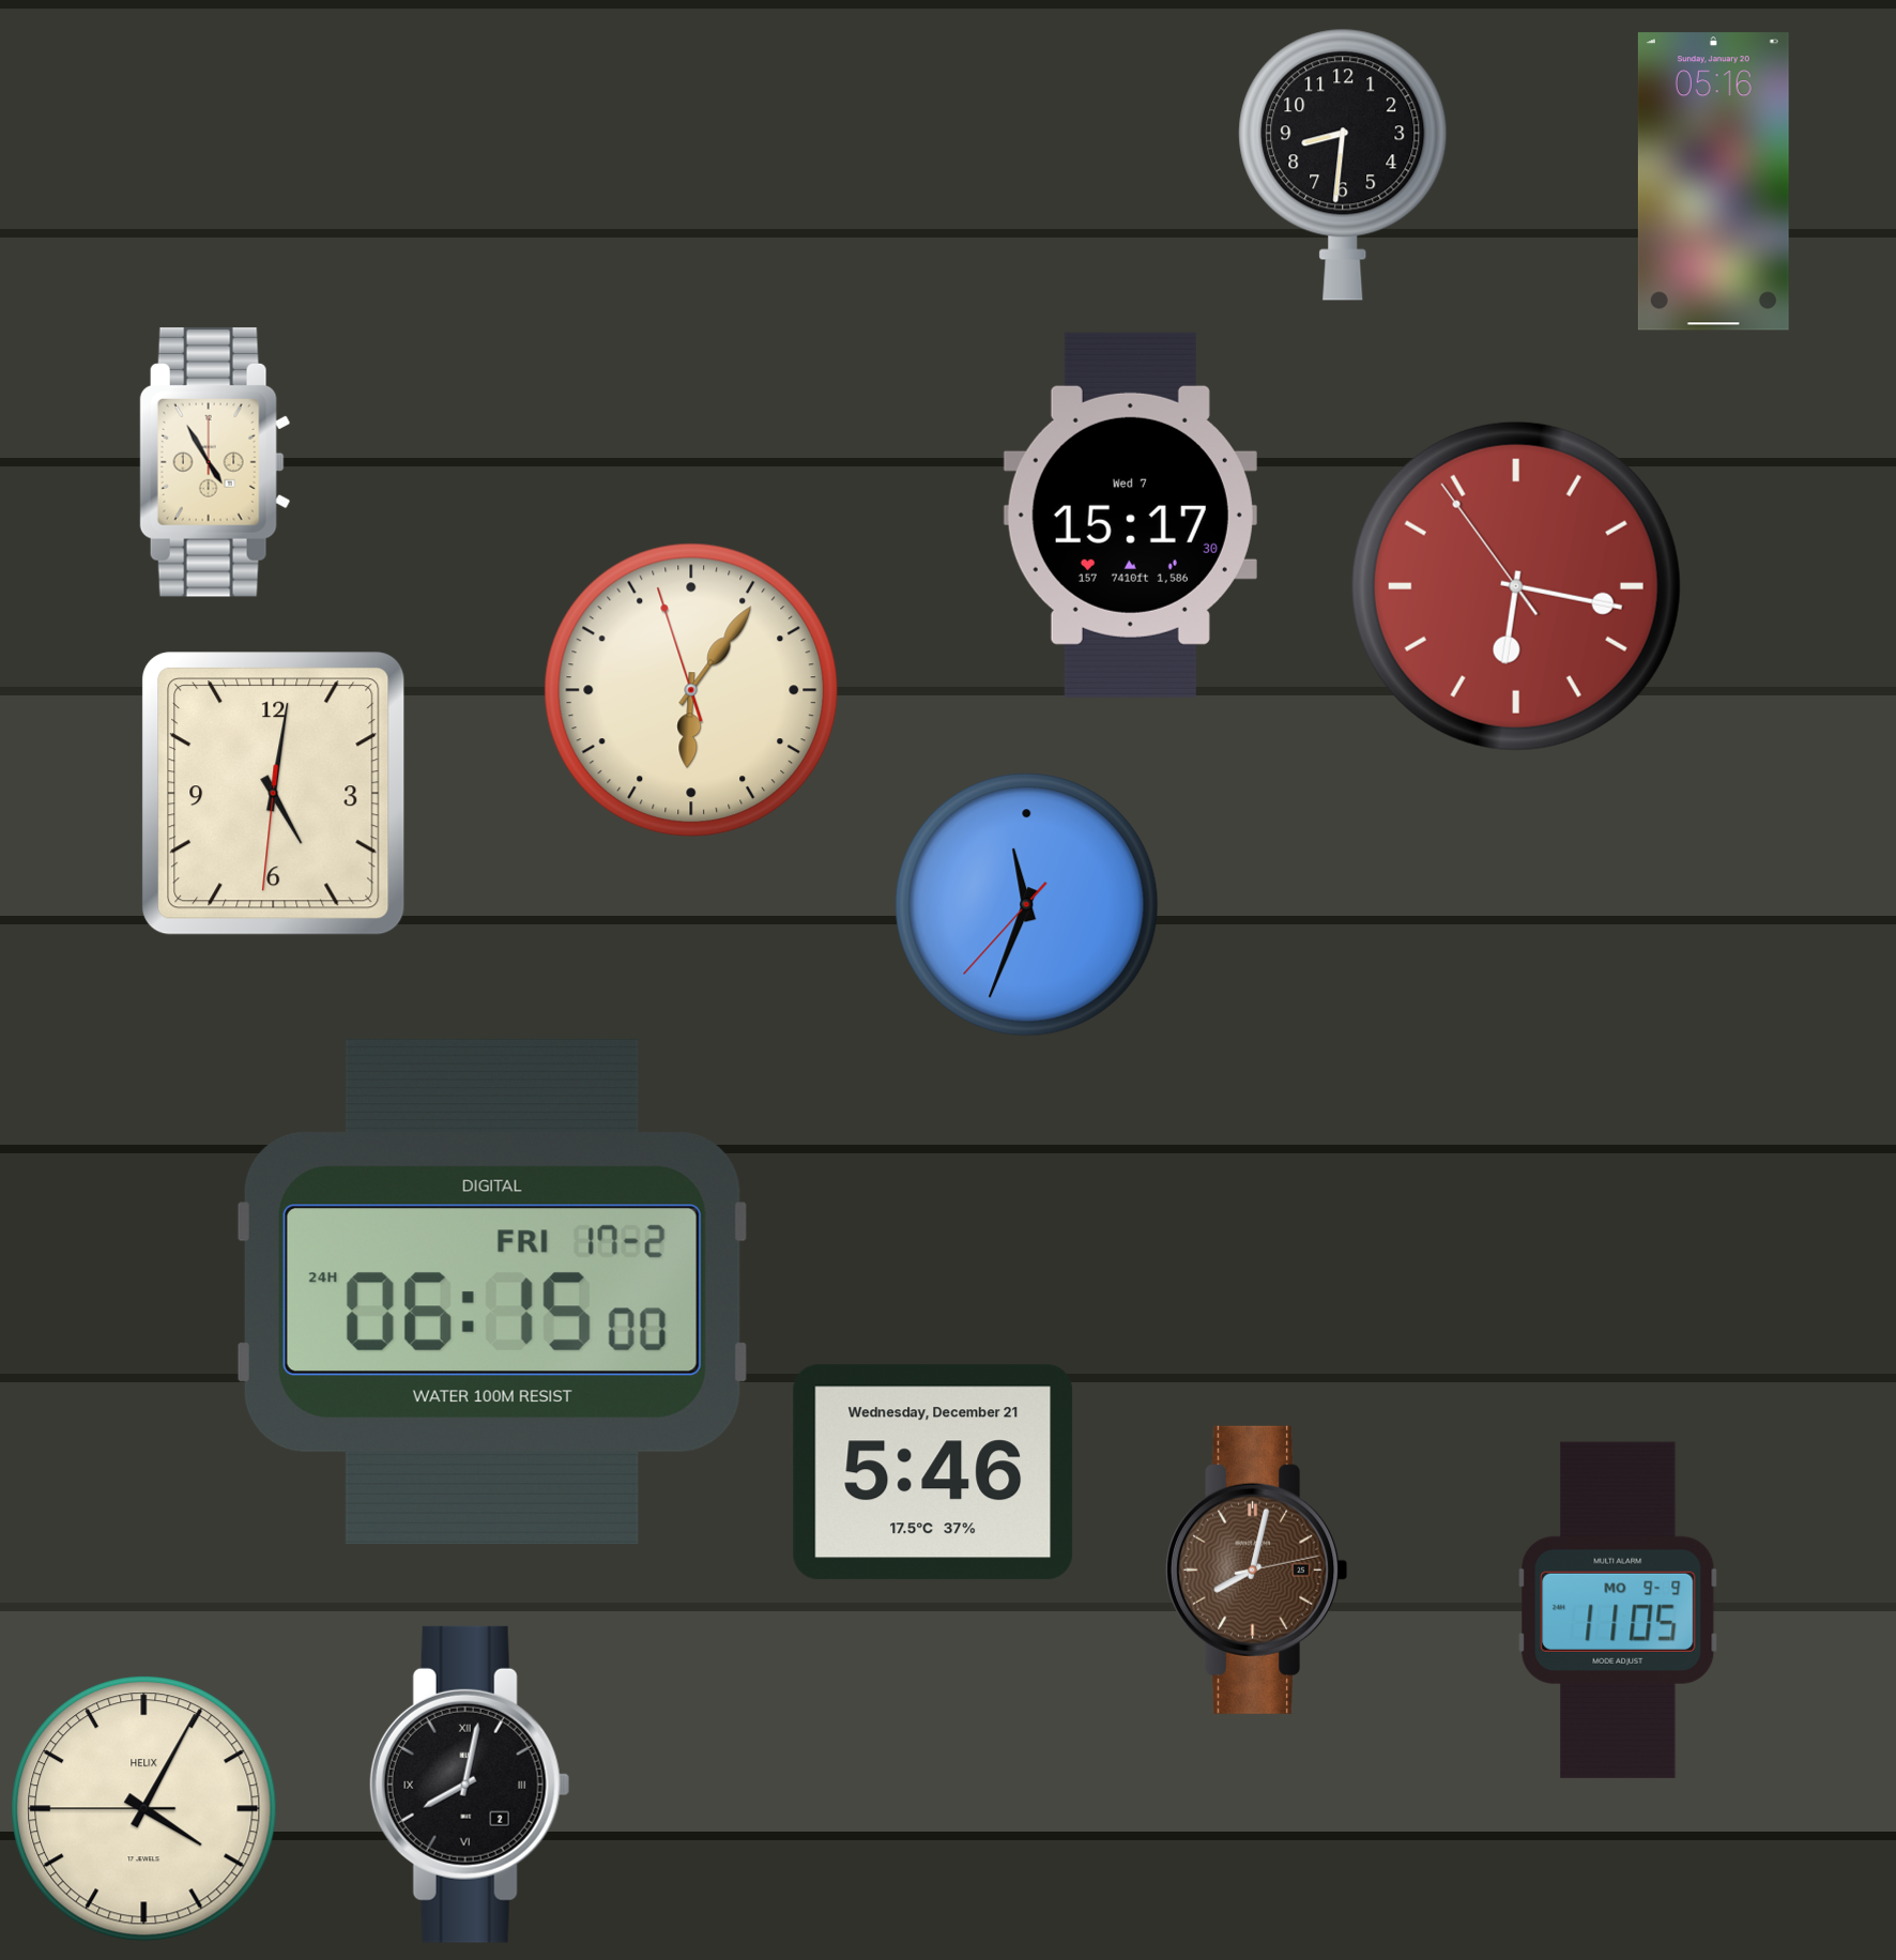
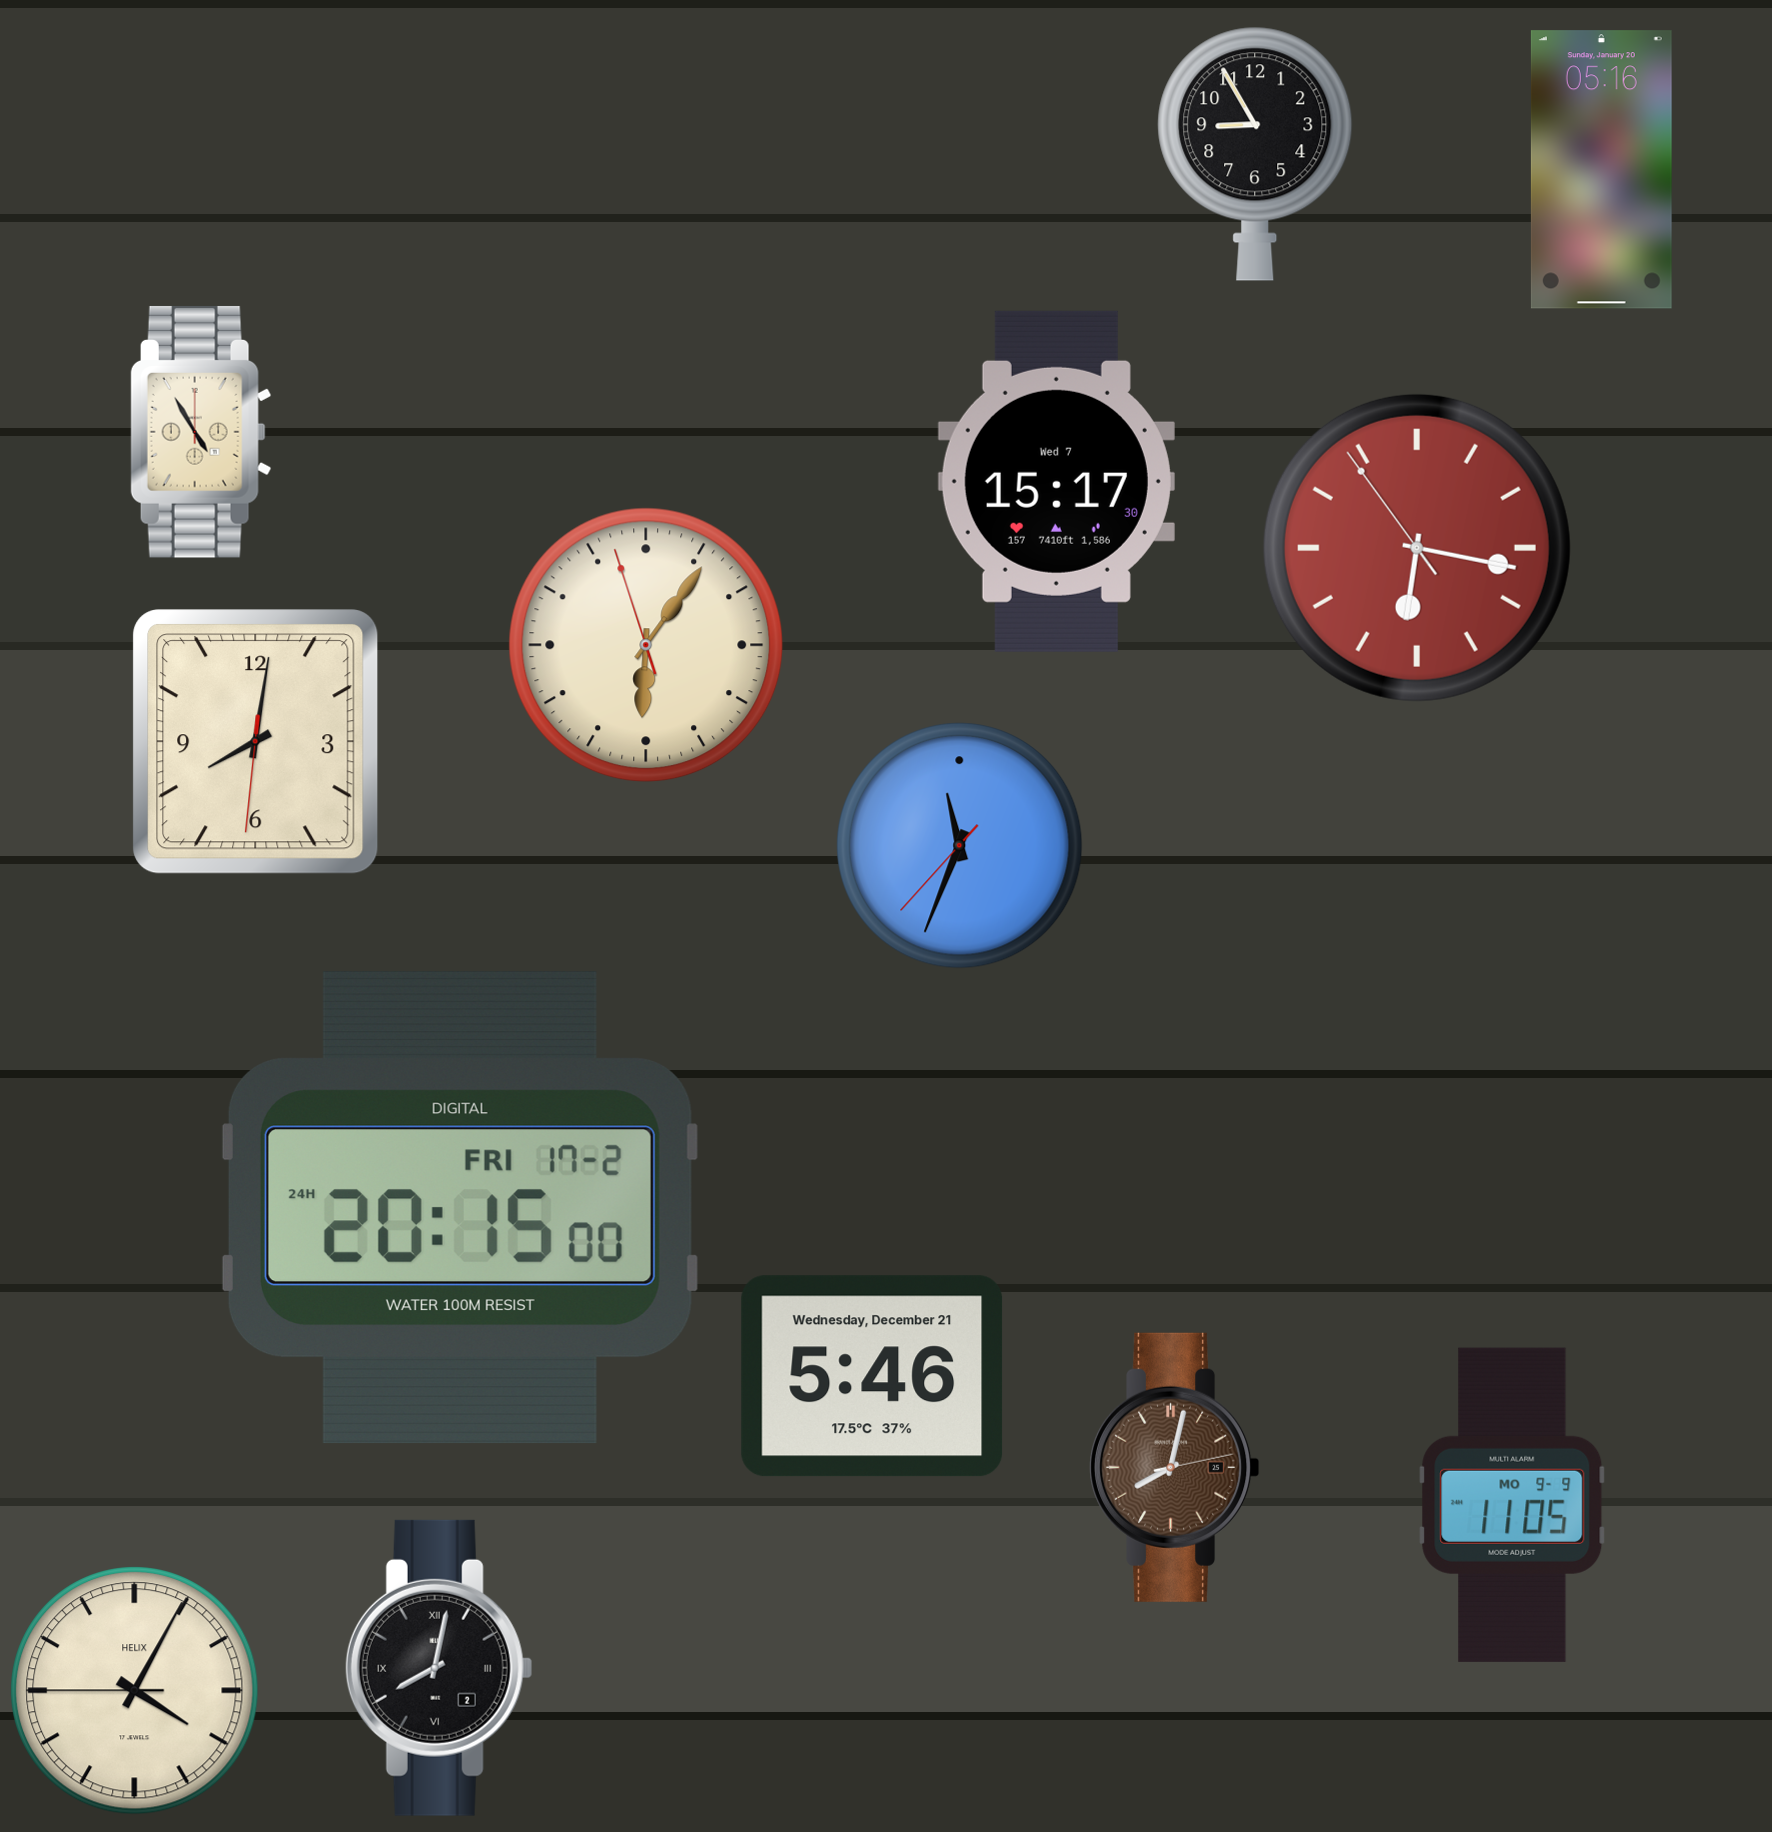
clock at (1343, 165): 8:31 -> 8:55
clock at (274, 794): 5:01 -> 8:01
clock at (492, 1292): 06:15 -> 20:15
